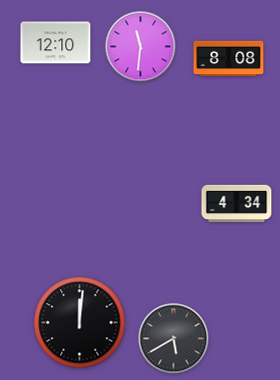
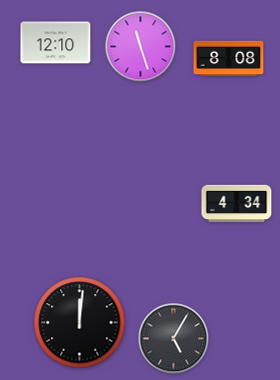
clock at (141, 47): 11:31 -> 11:27
clock at (174, 339): 5:40 -> 5:05
